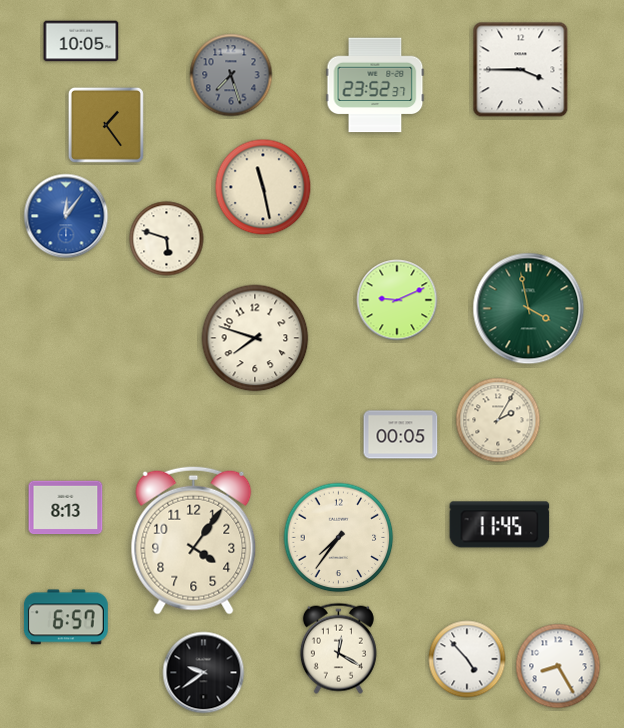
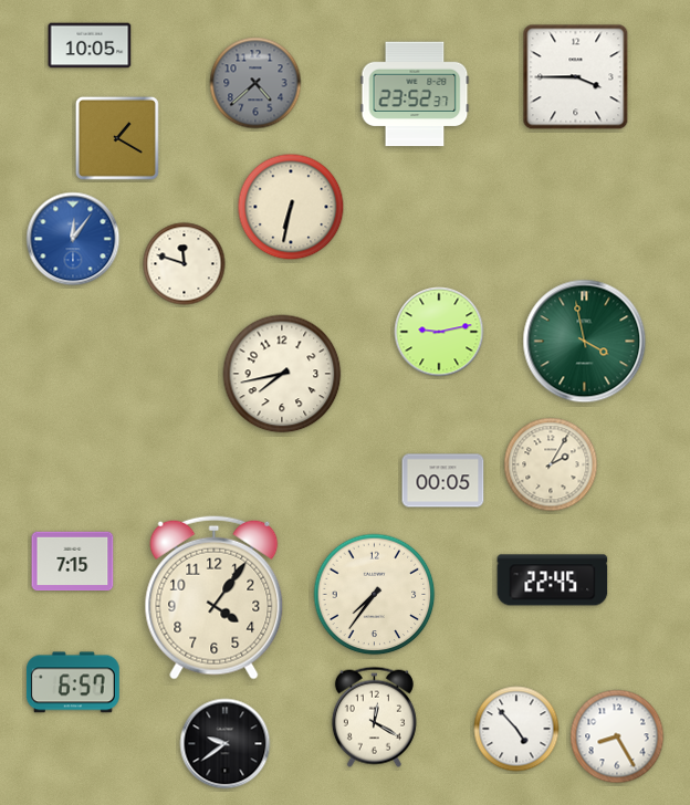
clock at (231, 75): 7:27 -> 4:38
clock at (106, 125): 1:24 -> 1:20
clock at (263, 187): 11:28 -> 6:32
clock at (167, 239): 5:48 -> 11:48
clock at (397, 300): 9:11 -> 9:13
clock at (255, 338): 7:48 -> 7:43
clock at (66, 508): 8:13 -> 7:15
clock at (500, 525): 11:45 -> 22:45
